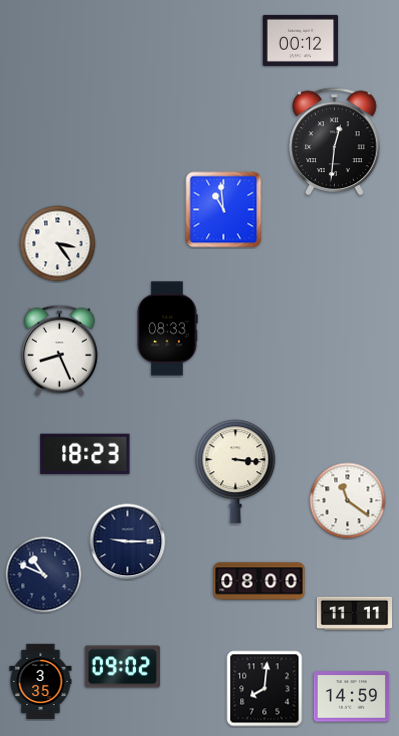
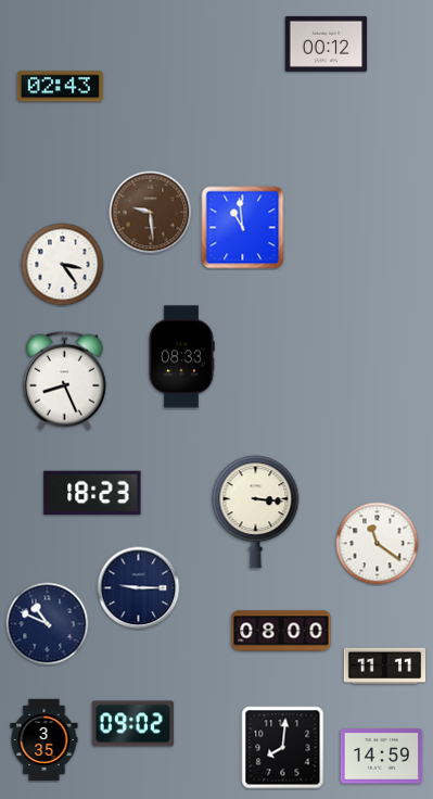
clock at (60, 87): none -> 02:43
clock at (335, 141): 12:31 -> none
clock at (151, 213): none -> 9:29
clock at (265, 689) position: (265, 689) -> (283, 748)
